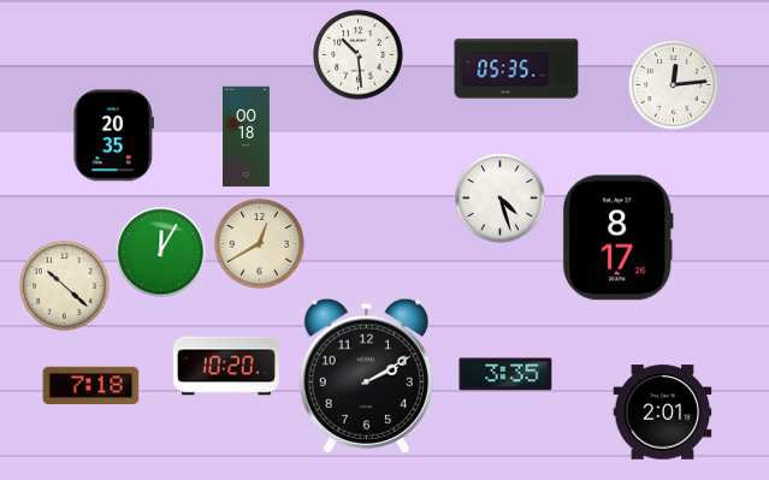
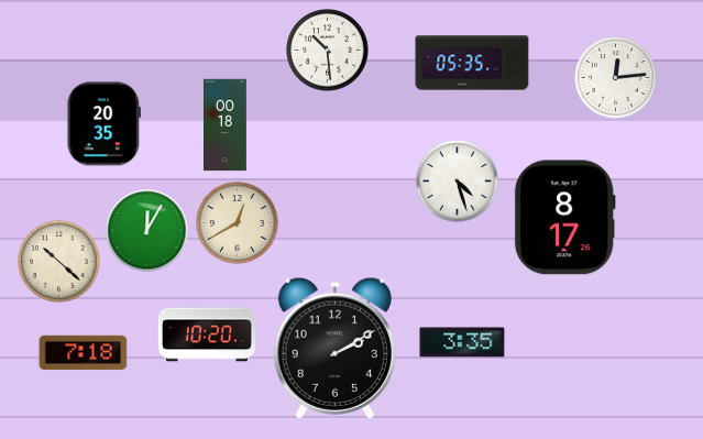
clock at (366, 375) position: (366, 375) -> (334, 348)
clock at (663, 413): 2:01 -> none
